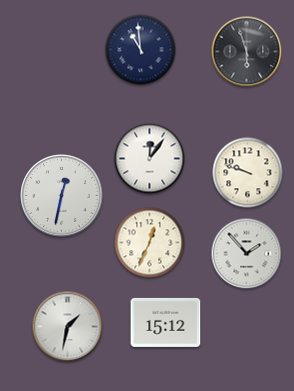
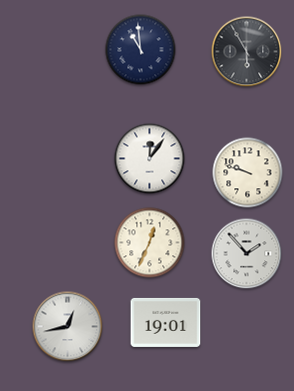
clock at (247, 52): 5:57 -> 5:55
clock at (62, 196): 12:32 -> none
clock at (166, 322): 15:12 -> 19:01
clock at (68, 327): 1:32 -> 12:43
